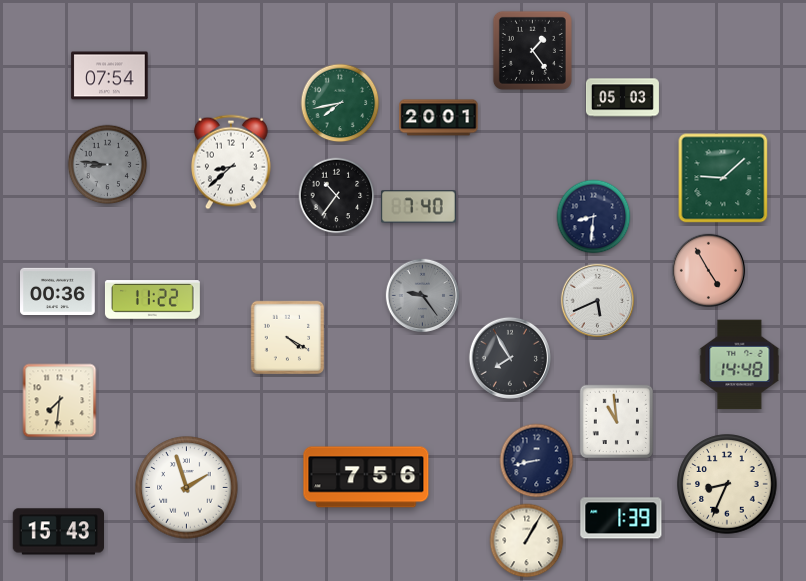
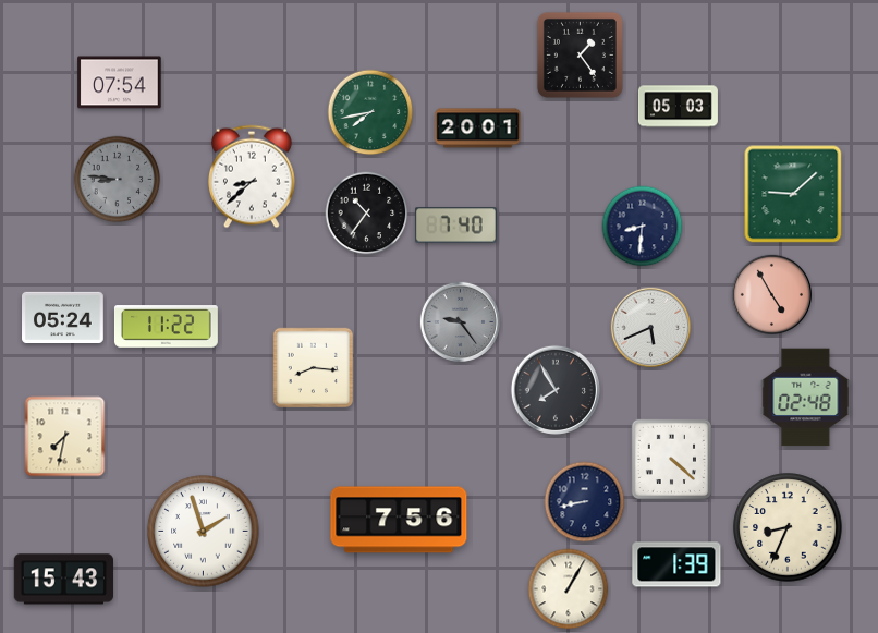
clock at (723, 178) position: (723, 178) -> (793, 194)
clock at (594, 217) position: (594, 217) -> (643, 227)
clock at (58, 291): 00:36 -> 05:24
clock at (288, 338): 4:20 -> 8:16
clock at (740, 365): 14:48 -> 02:48
clock at (60, 401): 7:31 -> 7:32
clock at (617, 422): 10:59 -> 4:22
clock at (727, 484) position: (727, 484) -> (788, 527)
clock at (527, 541) position: (527, 541) -> (569, 589)
